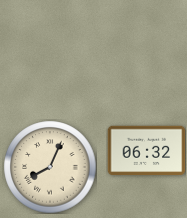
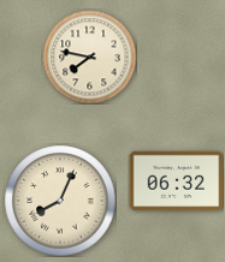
clock at (89, 56): none -> 7:47
